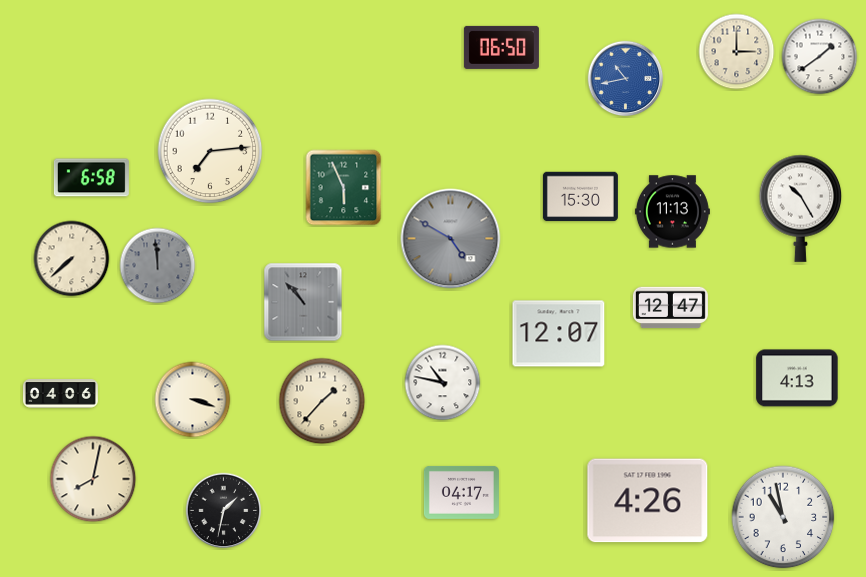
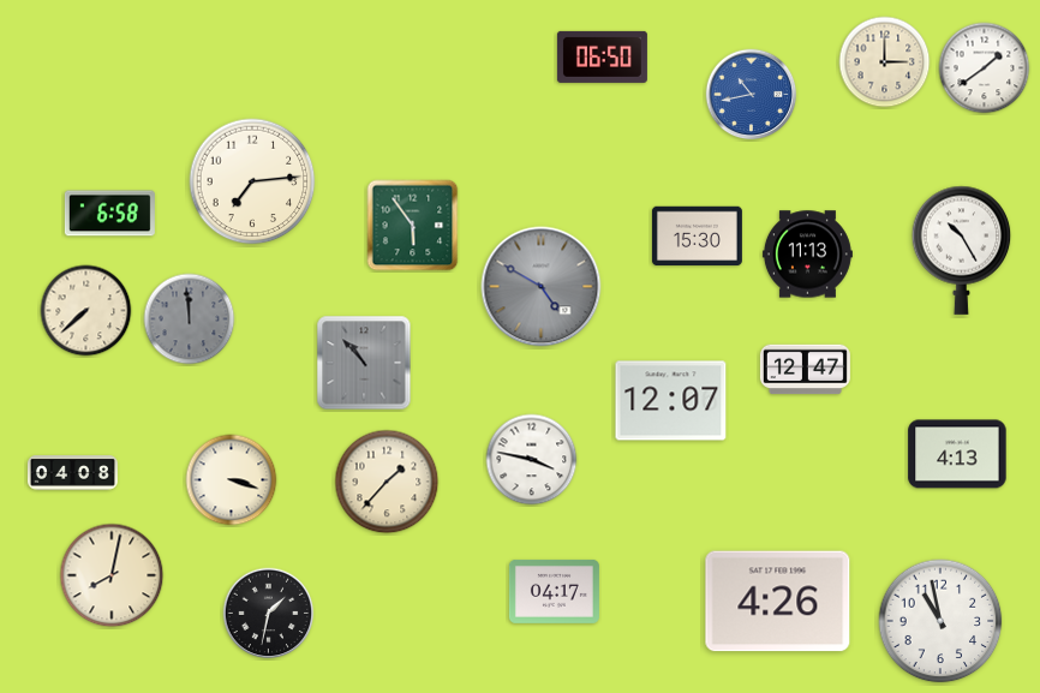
clock at (344, 188): 5:56 -> 5:54
clock at (443, 383): 10:47 -> 3:47
clock at (60, 394): 04:06 -> 04:08
